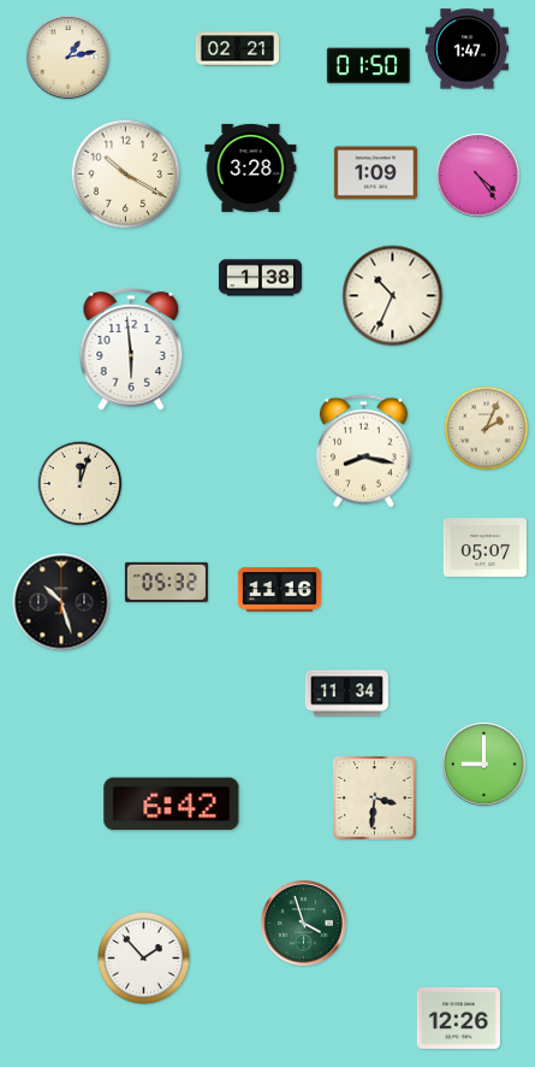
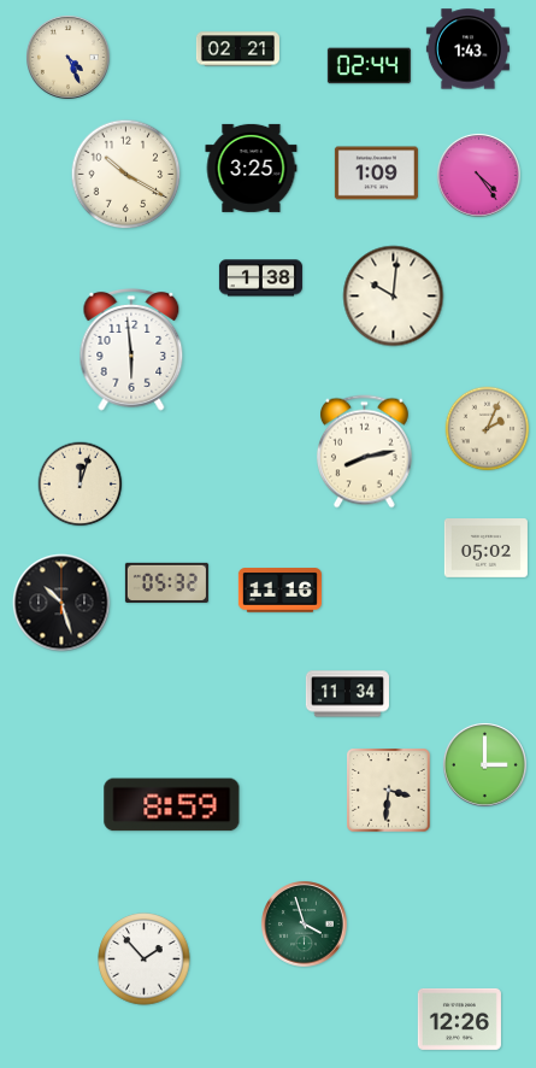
clock at (466, 49): 1:47 -> 1:43
clock at (67, 57): 1:13 -> 4:26
clock at (368, 66): 01:50 -> 02:44
clock at (251, 167): 3:28 -> 3:25
clock at (393, 296): 10:34 -> 10:01
clock at (363, 452): 8:17 -> 8:13
clock at (485, 548): 05:07 -> 05:02
clock at (483, 764): 9:00 -> 3:00
clock at (375, 798) position: (375, 798) -> (389, 791)
clock at (172, 804): 6:42 -> 8:59
